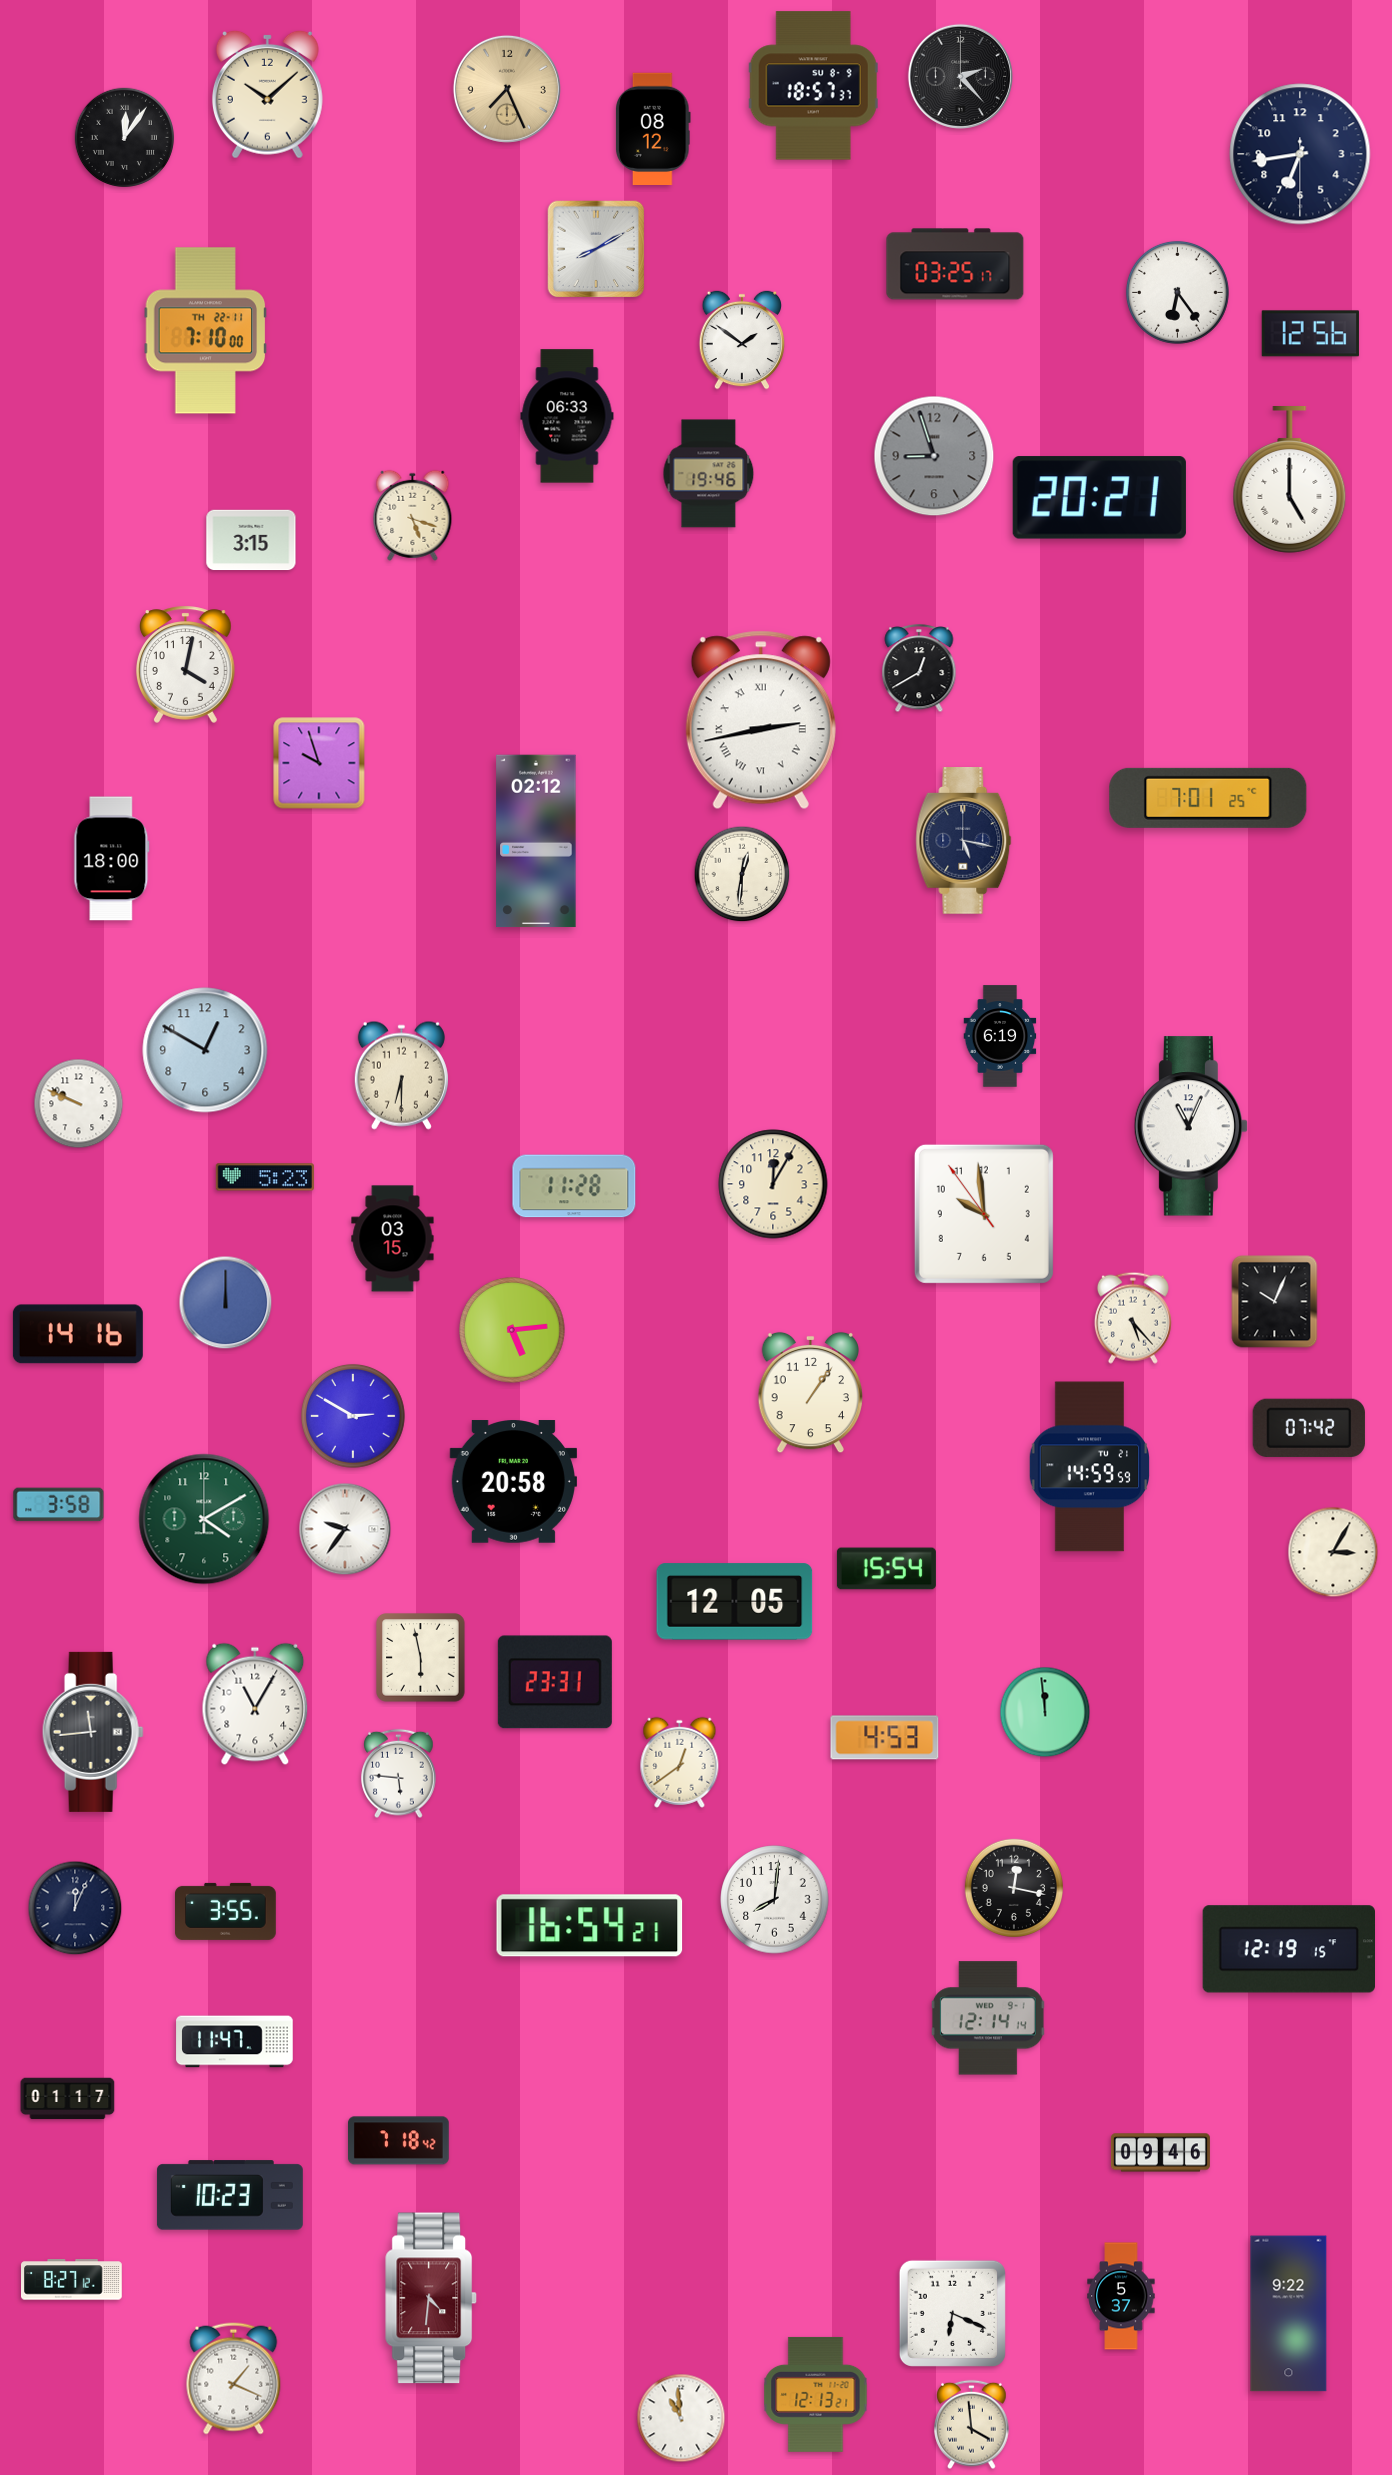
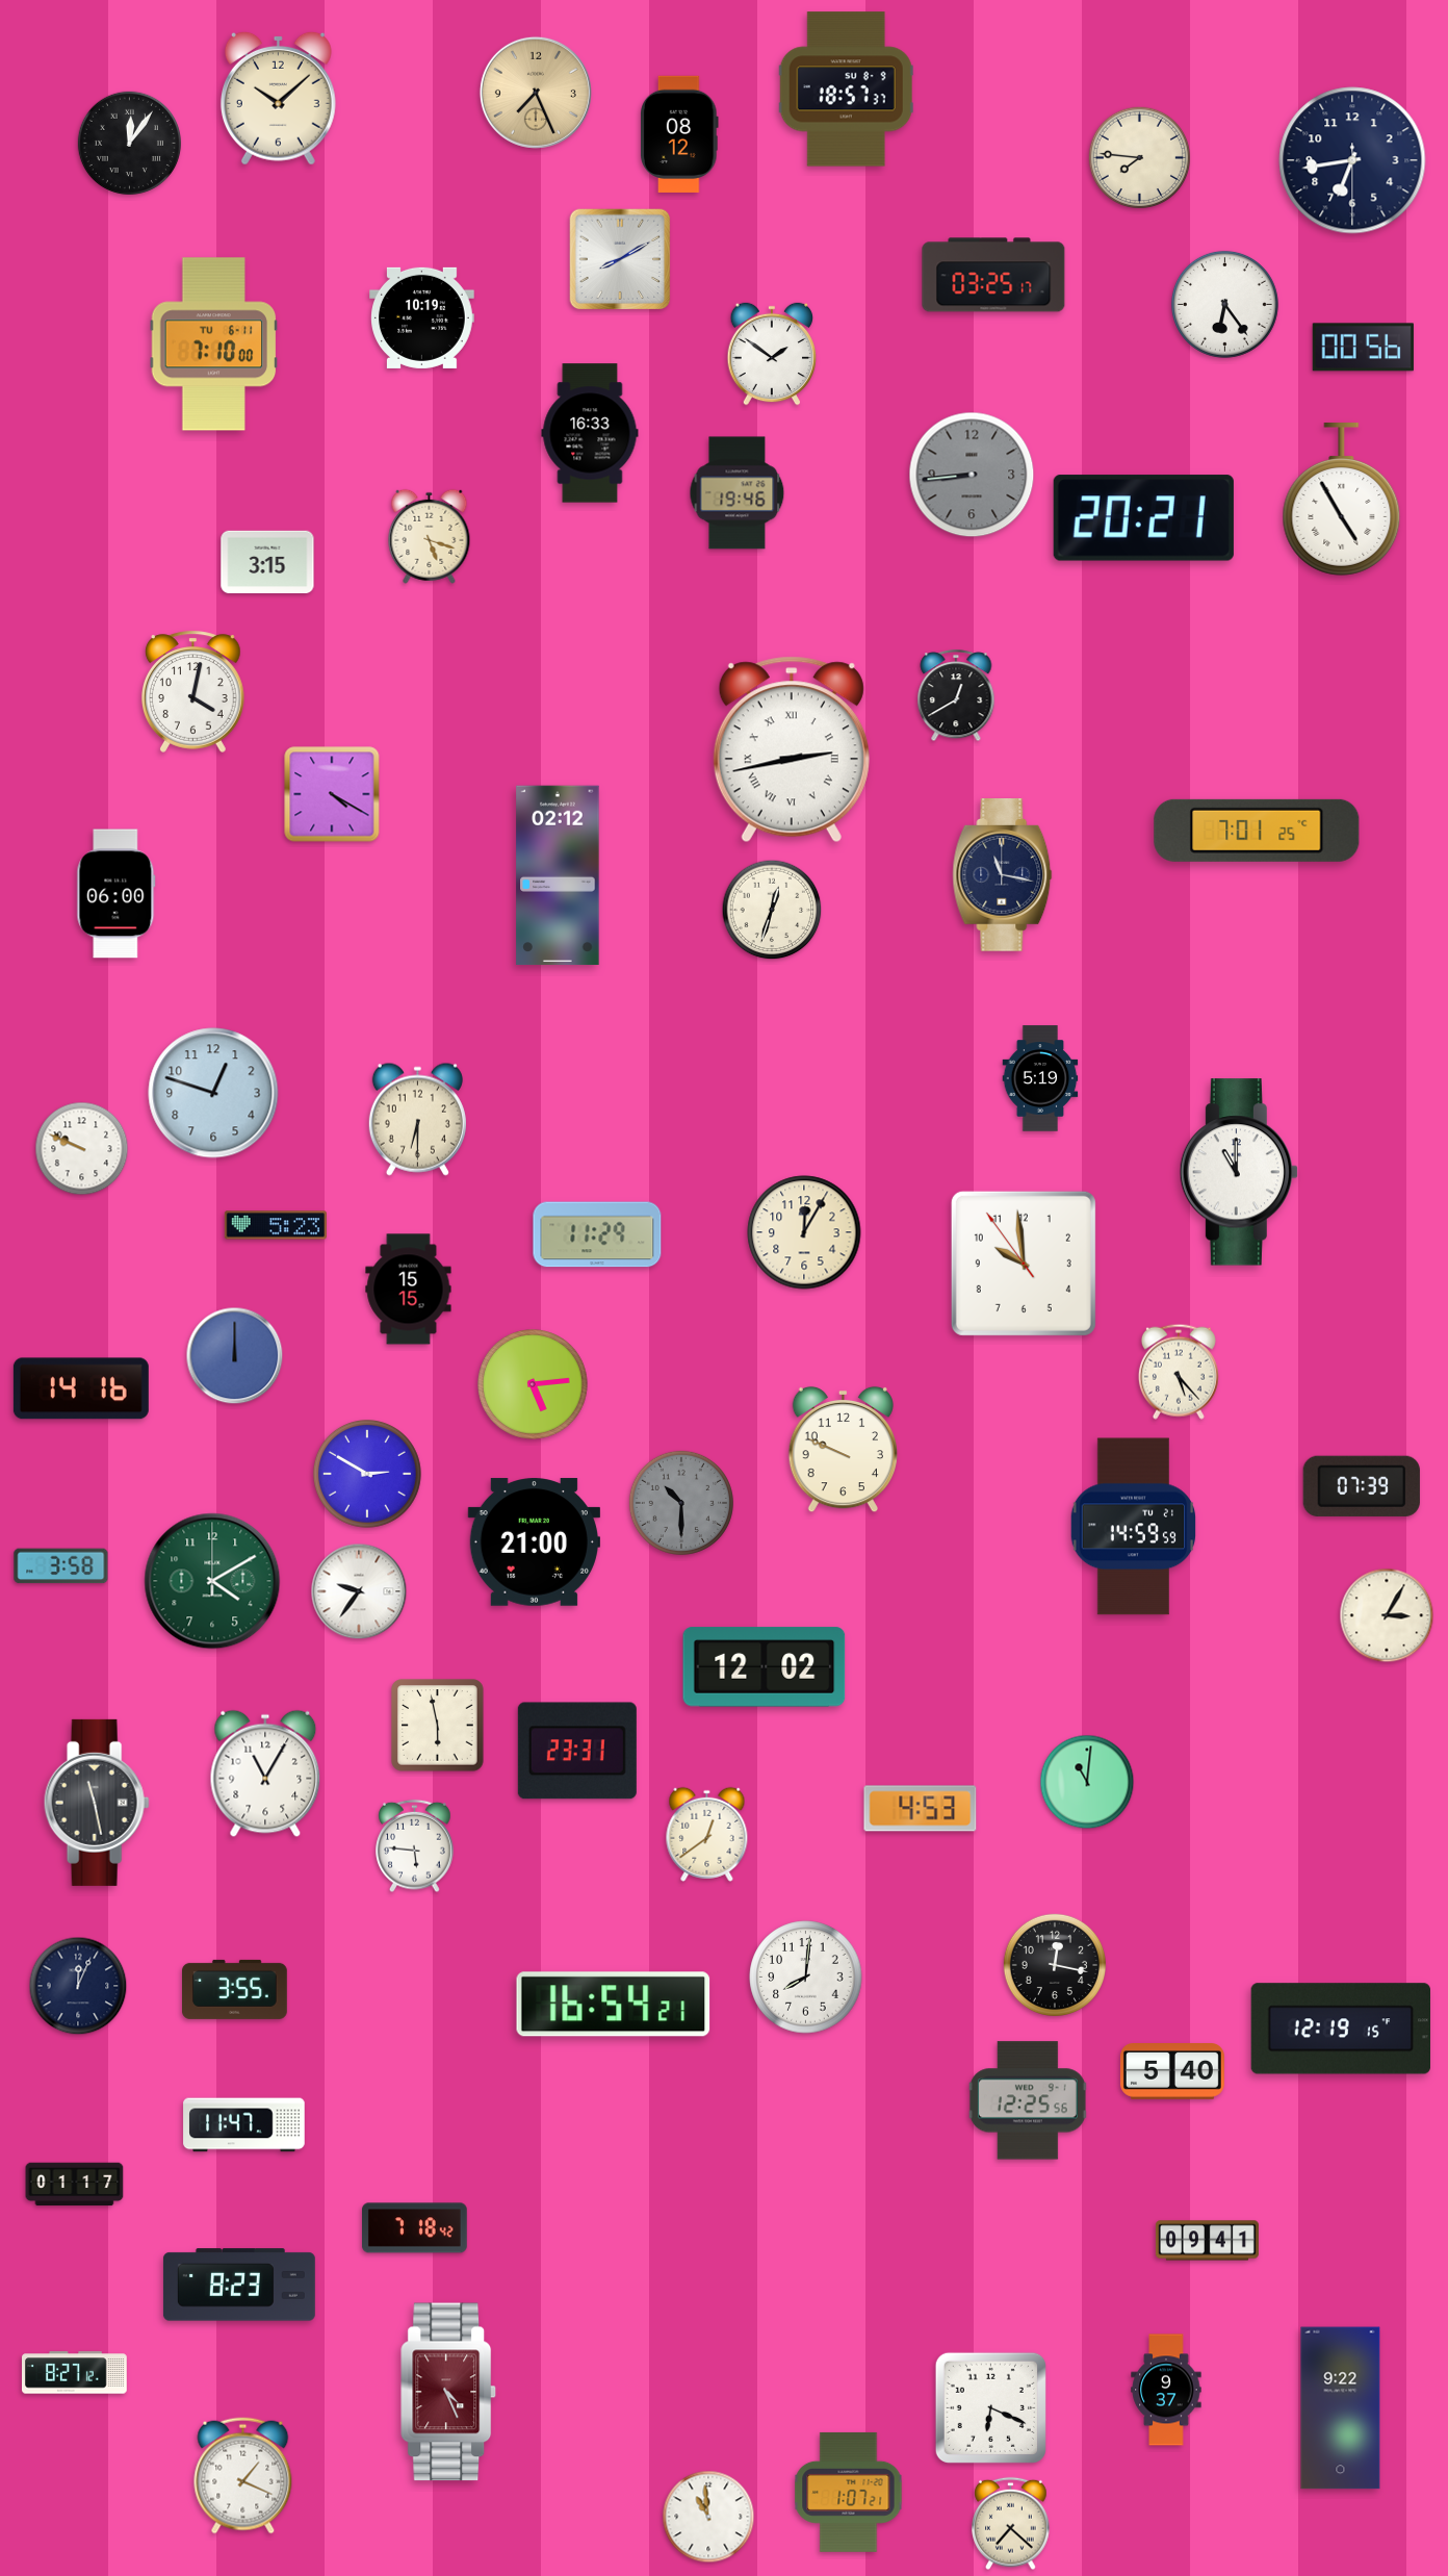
clock at (960, 76): 2:23 -> none
clock at (507, 89) position: (507, 89) -> (536, 93)
clock at (1140, 158): none -> 7:46
clock at (422, 317): none -> 10:19
clock at (206, 331) date: TH 22-11 -> TU 6-11
clock at (1310, 334): 12:56 -> 00:56
clock at (567, 416): 06:33 -> 16:33
clock at (934, 456): 8:57 -> 8:44
clock at (1290, 480): 5:00 -> 4:55
clock at (251, 540) position: (251, 540) -> (267, 562)
clock at (319, 763): 9:57 -> 4:20
clock at (964, 841): 5:17 -> 11:17
clock at (112, 859): 18:00 -> 06:00
clock at (742, 874): 12:31 -> 12:33
clock at (1000, 1036): 6:19 -> 5:19
clock at (205, 1050): 12:50 -> 12:48
clock at (1190, 1126): 11:04 -> 11:00
clock at (574, 1186): 11:28 -> 11:29
clock at (393, 1239): 03:15 -> 15:15
clock at (1275, 1302): 10:04 -> none
clock at (810, 1393): 1:06 -> 9:49
clock at (1309, 1428): 07:42 -> 07:39
clock at (681, 1503): none -> 10:30
clock at (513, 1482): 20:58 -> 21:00
clock at (886, 1569): 15:54 -> none
clock at (735, 1602): 12:05 -> 12:02
clock at (1045, 1712): 11:59 -> 11:01
clock at (93, 1732): 11:44 -> 11:28
clock at (1172, 2072): none -> 5:40
clock at (988, 2018): 12:14 -> 12:25
clock at (68, 2099) position: (68, 2099) -> (75, 2185)
clock at (1160, 2153): 09:46 -> 09:41
clock at (230, 2195): 10:23 -> 8:23
clock at (1121, 2296): 5:37 -> 9:37
clock at (432, 2298): 4:31 -> 4:26
clock at (816, 2394): 12:13 -> 1:07
clock at (972, 2425): 3:59 -> 7:22
